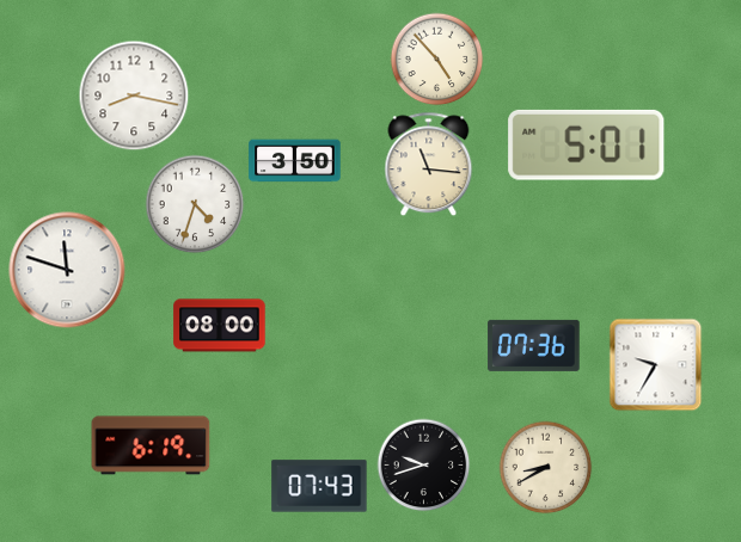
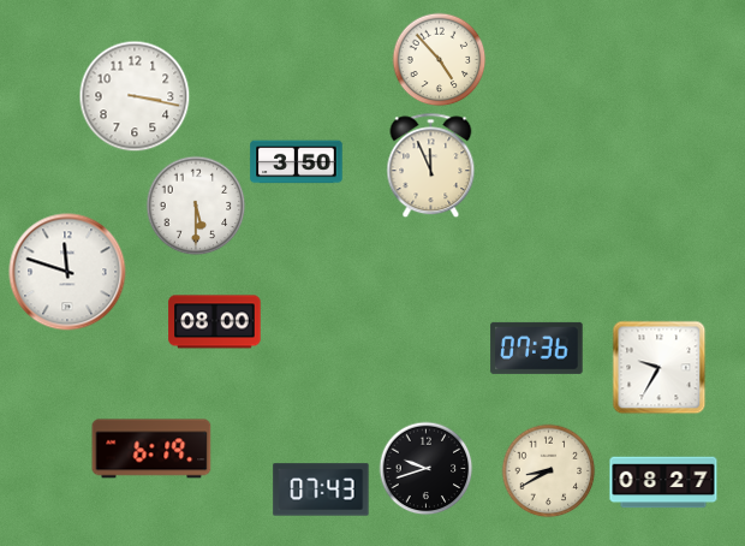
clock at (134, 96): 8:17 -> 3:17
clock at (587, 144): 5:01 -> none
clock at (429, 164): 11:16 -> 11:56
clock at (195, 204): 4:33 -> 5:30
clock at (220, 326) position: (220, 326) -> (215, 322)
clock at (663, 482): none -> 08:27
